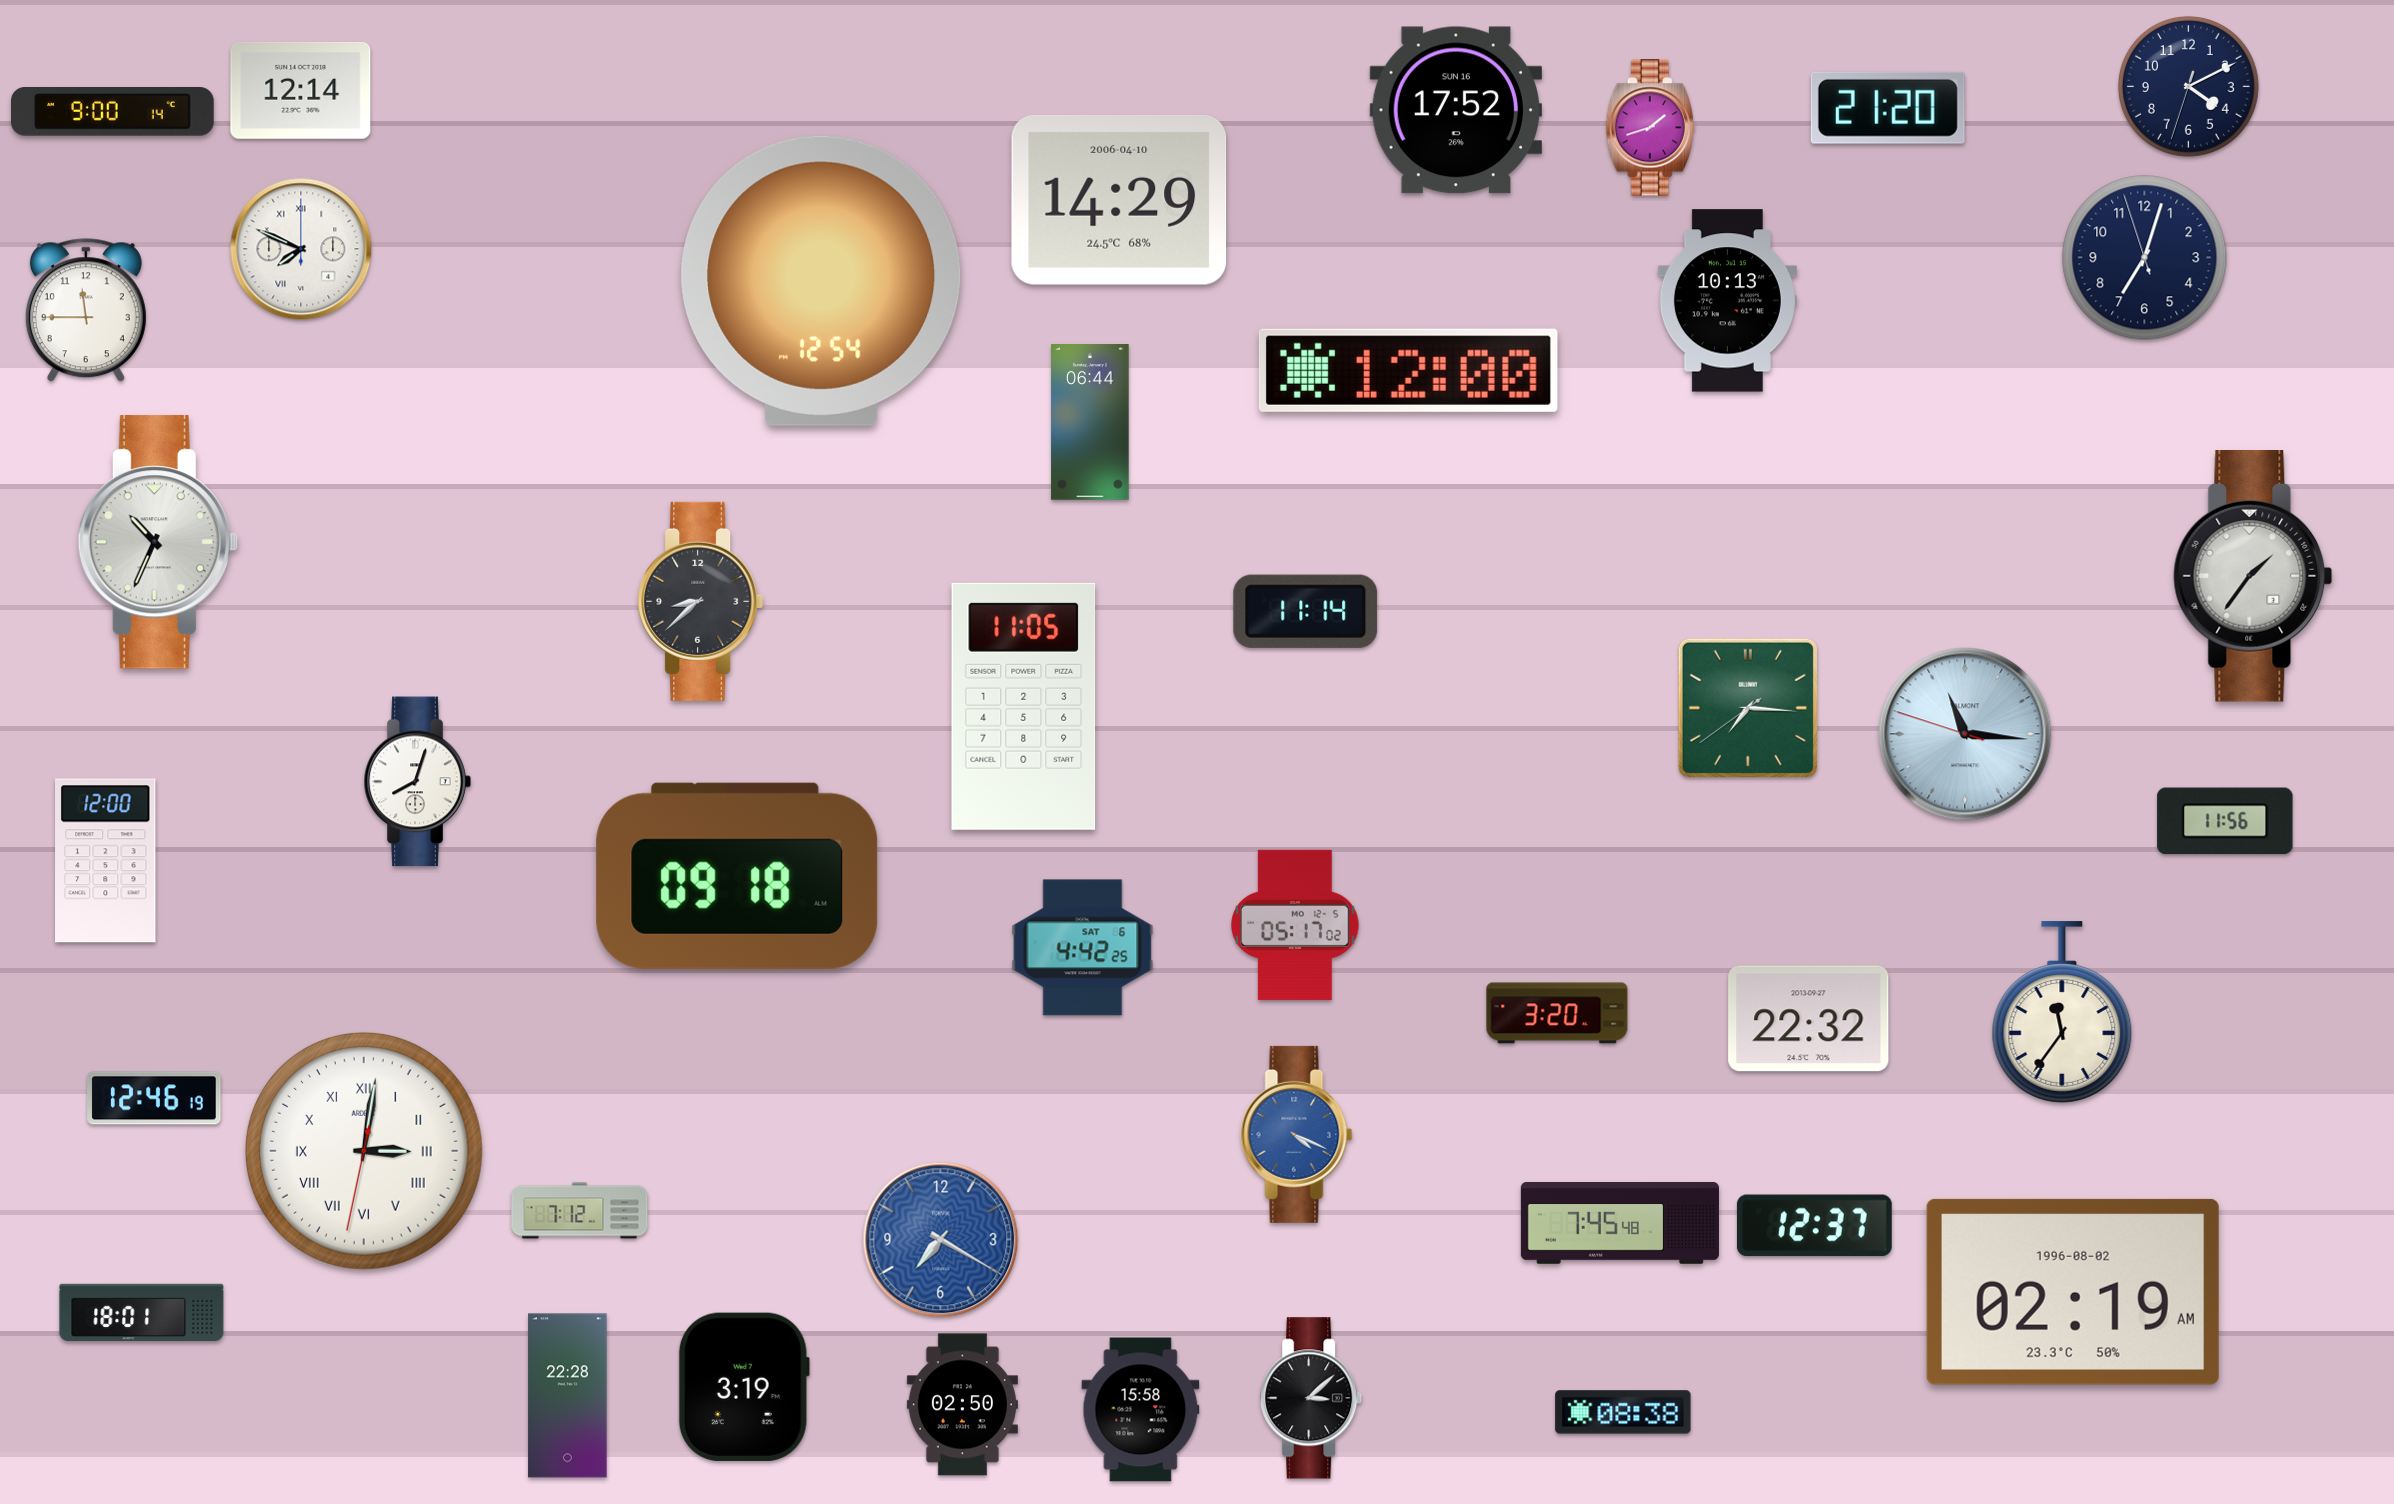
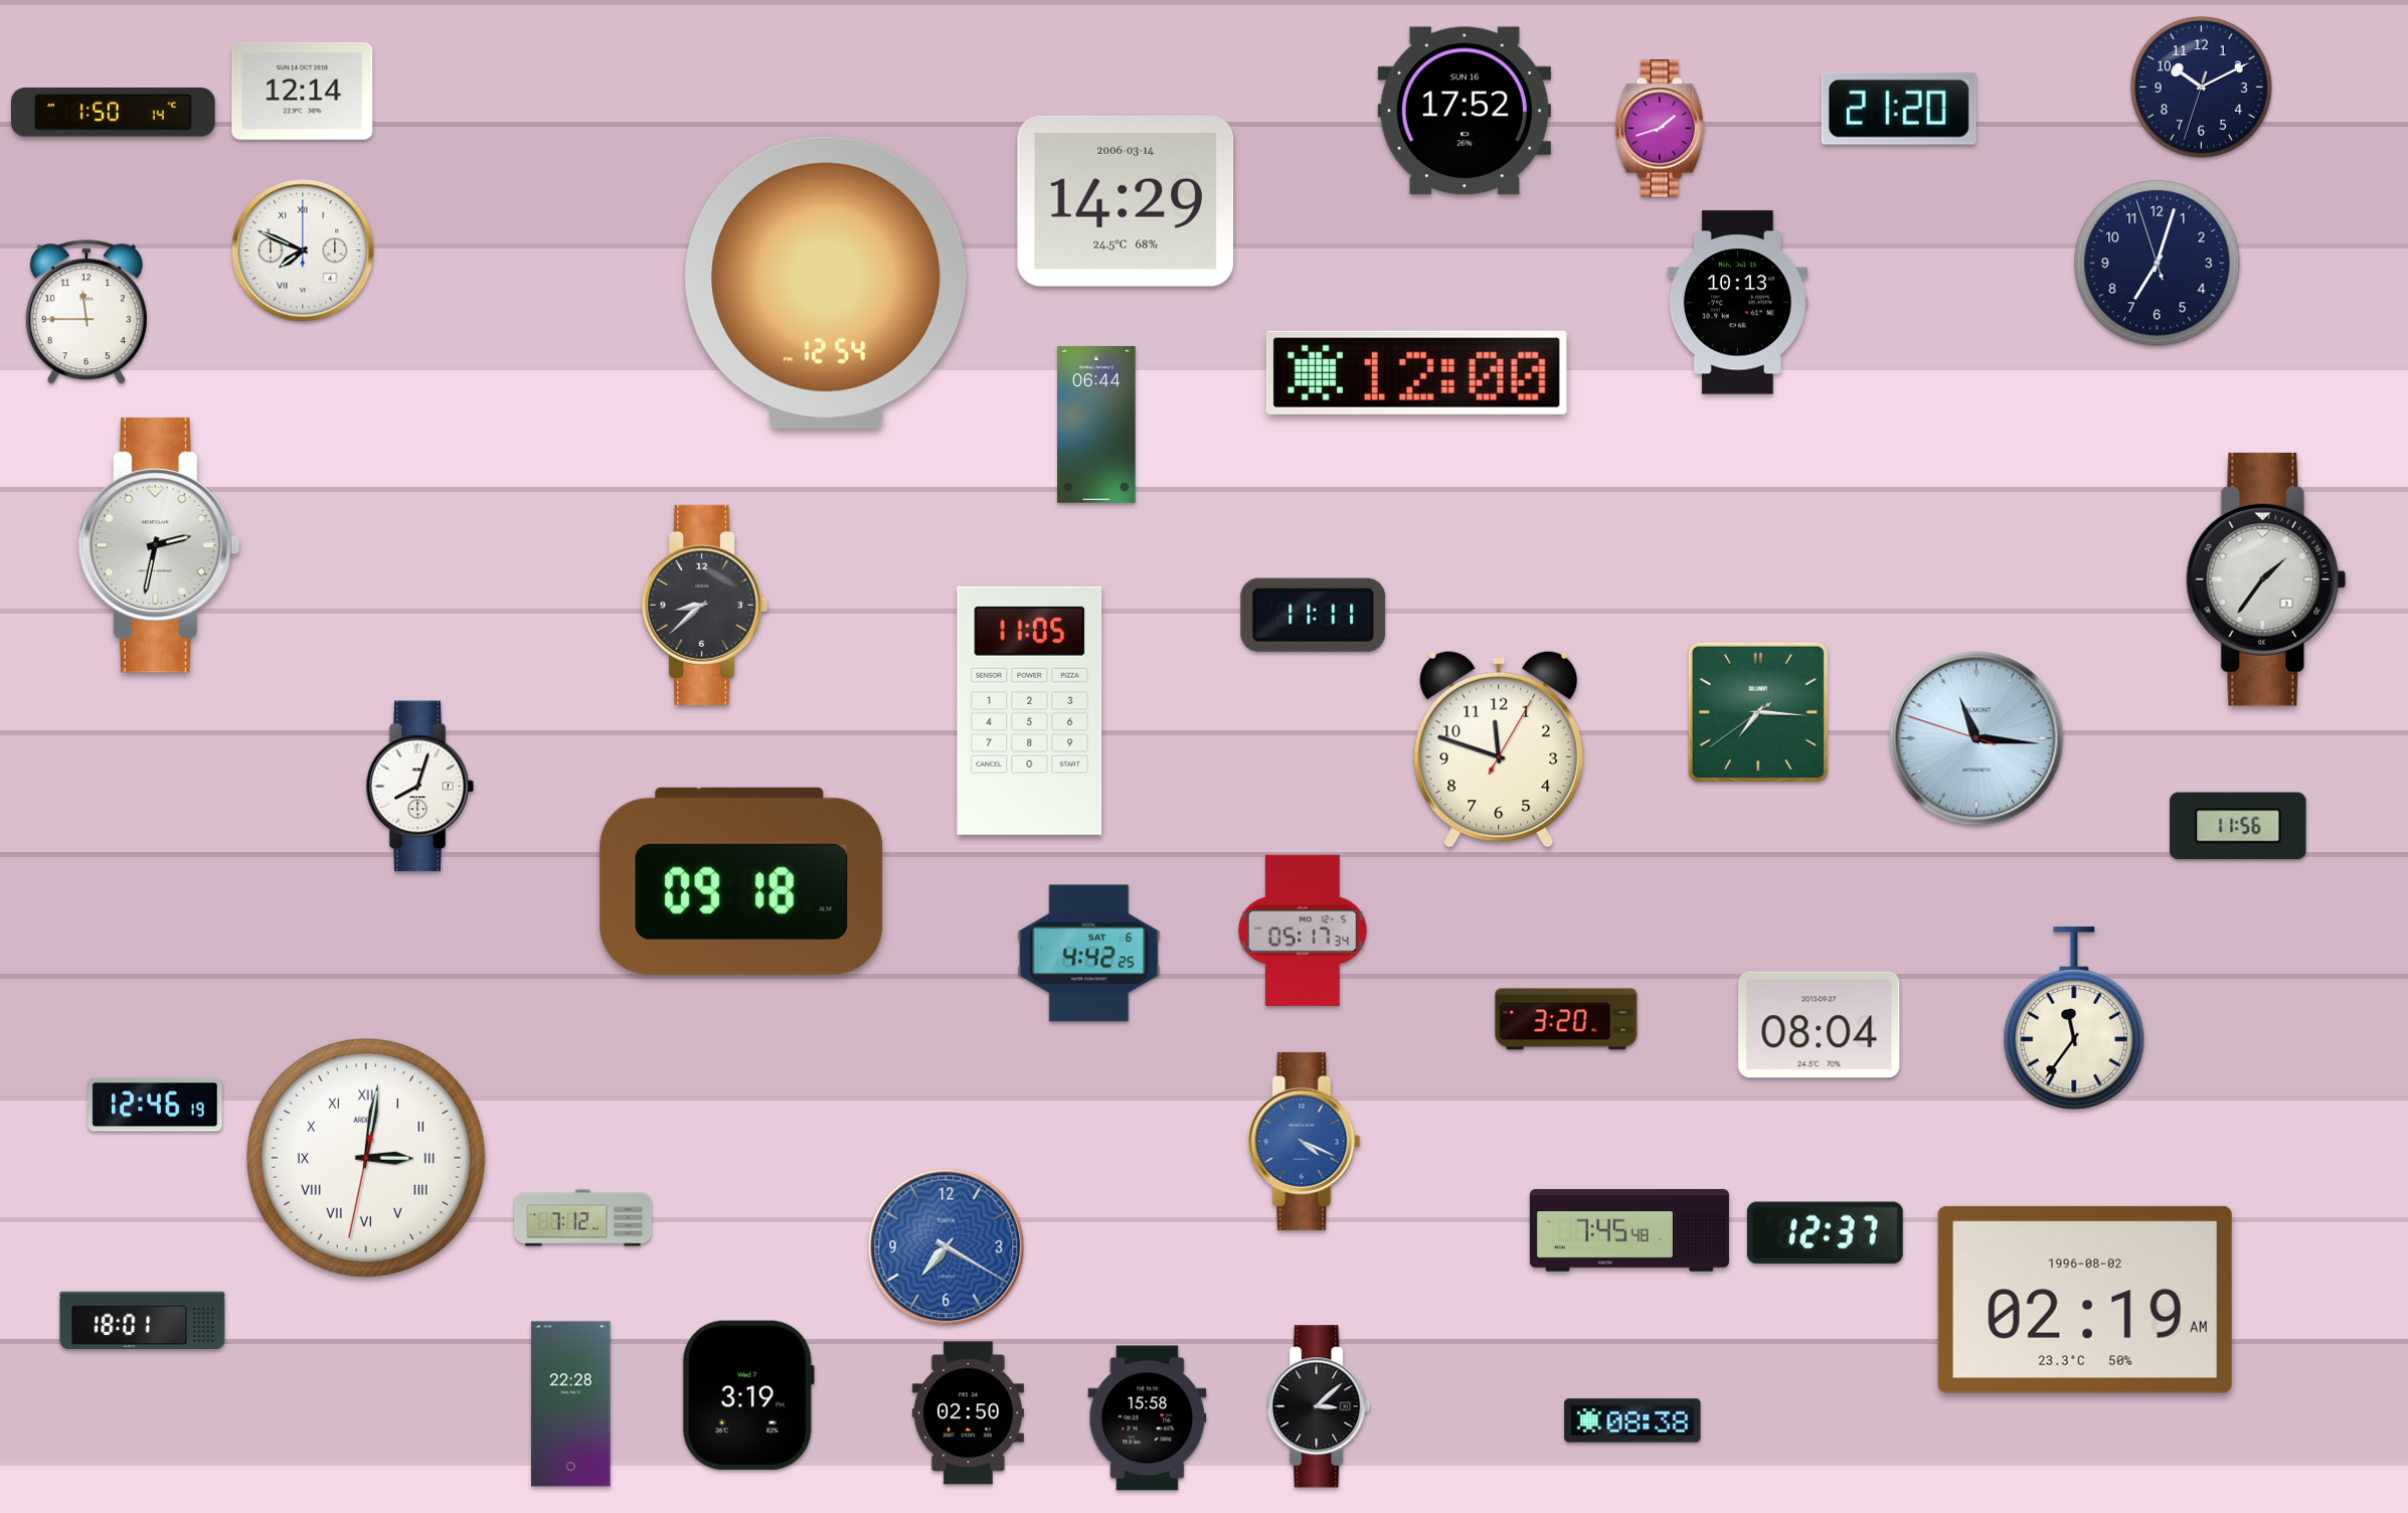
clock at (2188, 86): 4:10 -> 10:10
clock at (113, 112): 9:00 -> 1:50
clock at (1119, 200) date: 2006-04-10 -> 2006-03-14
clock at (2145, 258) position: (2145, 258) -> (2158, 264)
clock at (158, 542): 10:34 -> 2:32
clock at (1306, 611): 11:14 -> 11:11
clock at (1499, 749): none -> 11:48
clock at (106, 861): 12:00 -> none
clock at (1295, 925): 05:17:02 -> 05:17:34
clock at (1809, 1019): 22:32 -> 08:04
